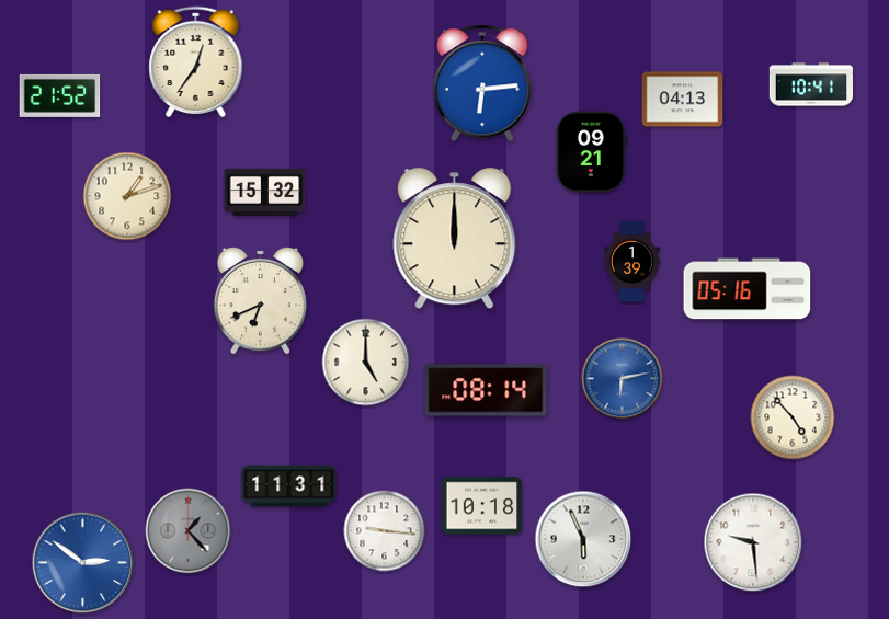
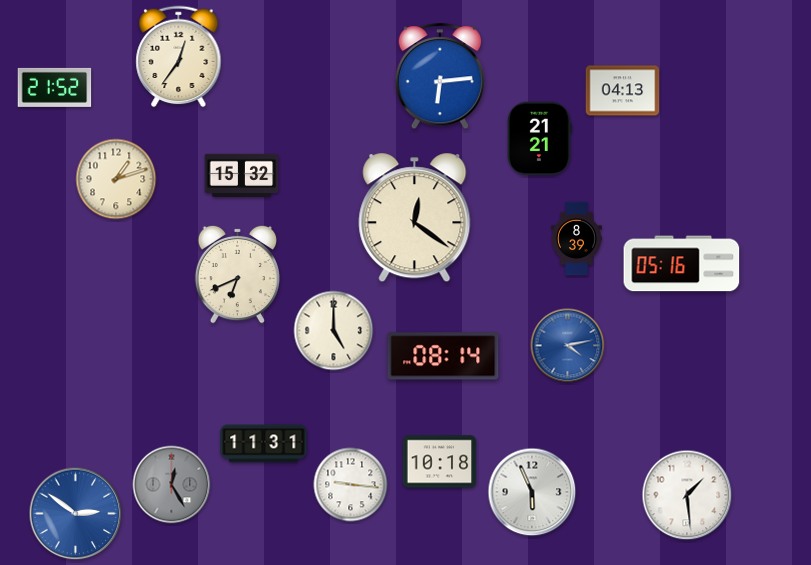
clock at (811, 84): 10:41 -> none
clock at (592, 152): 09:21 -> 21:21
clock at (455, 239): 12:00 -> 12:21
clock at (632, 262): 1:39 -> 8:39
clock at (623, 379): 6:13 -> 4:13
clock at (793, 417): 4:53 -> none
clock at (189, 531): 1:23 -> 12:25
clock at (753, 542): 9:29 -> 1:29
